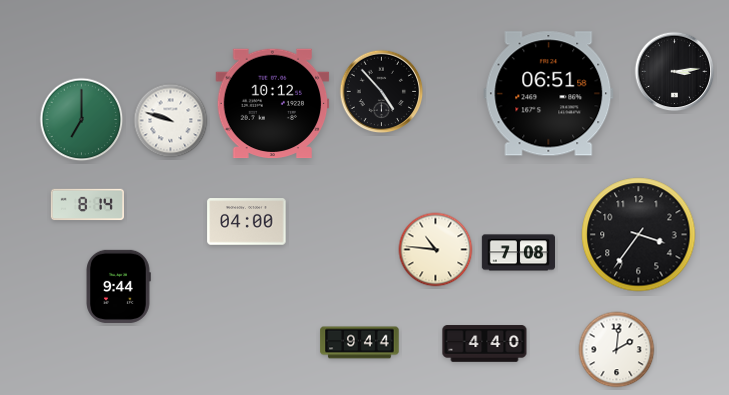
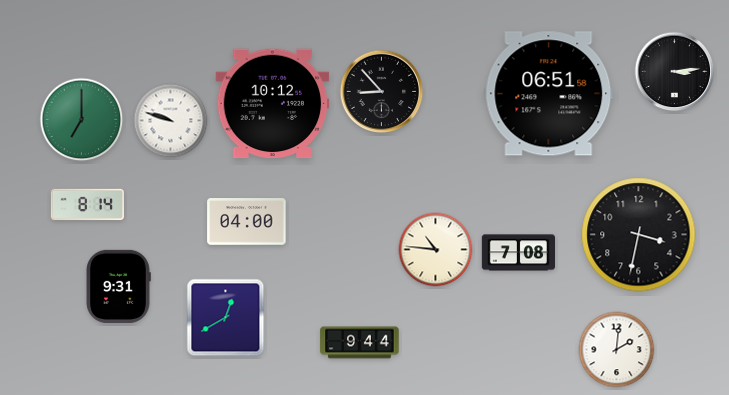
clock at (382, 92): 4:53 -> 8:53
clock at (639, 235): 3:36 -> 3:32
clock at (118, 286): 9:44 -> 9:31
clock at (226, 318): none -> 12:40
clock at (485, 344): 4:40 -> none
